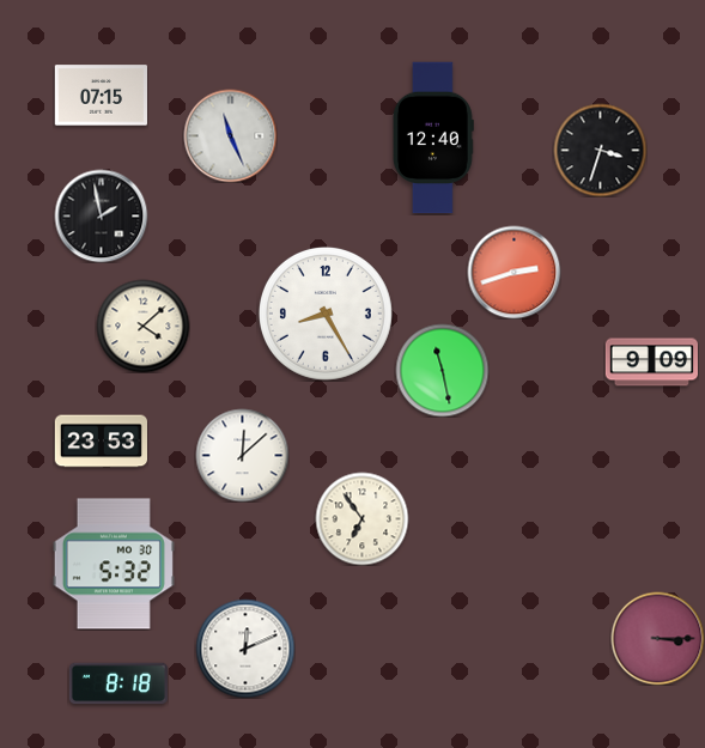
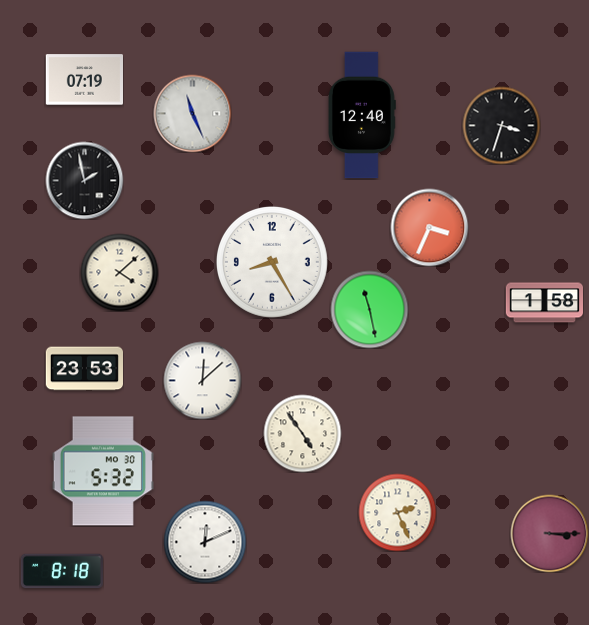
clock at (101, 96): 07:15 -> 07:19
clock at (513, 272): 2:42 -> 3:34
clock at (651, 363): 9:09 -> 1:58
clock at (361, 518): 6:54 -> 4:54
clock at (114, 564) position: (114, 564) -> (103, 471)
clock at (397, 512): none -> 2:26
clock at (118, 683) position: (118, 683) -> (62, 571)
